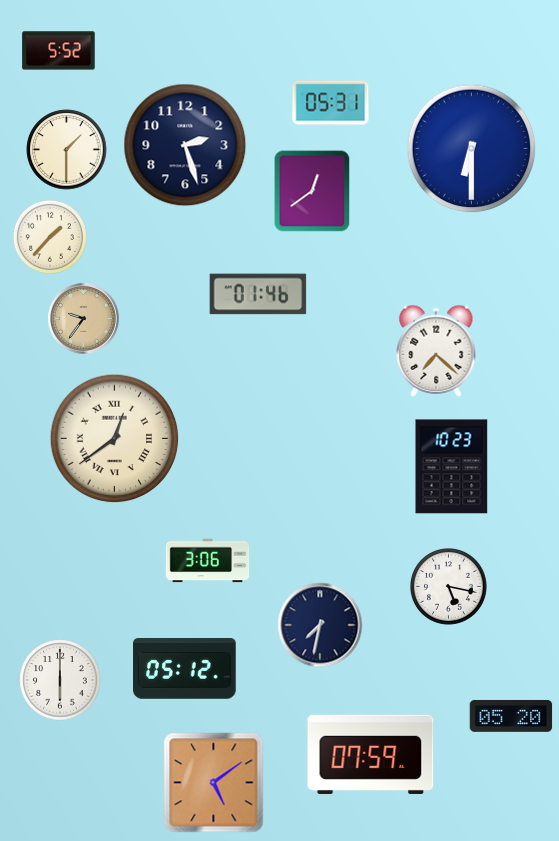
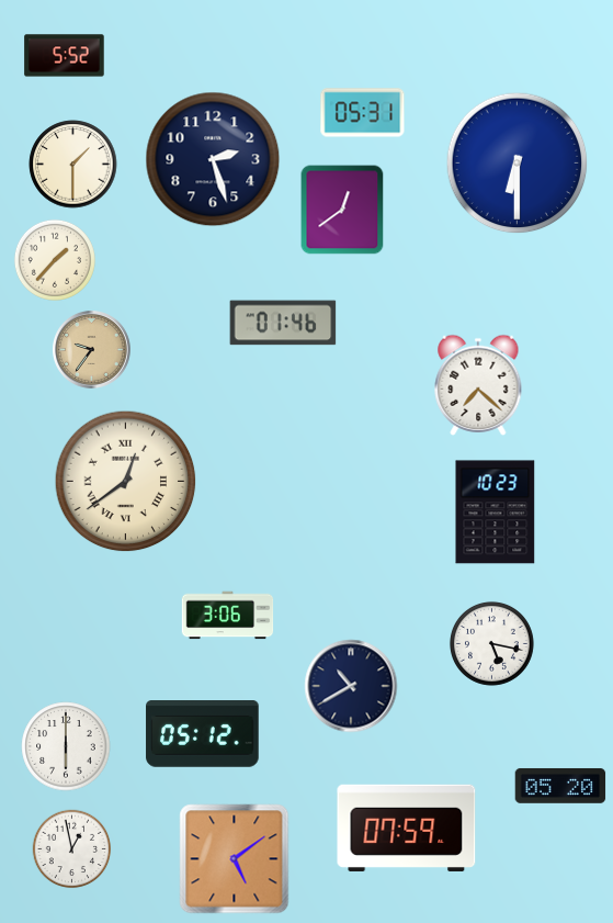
clock at (185, 145) position: (185, 145) -> (213, 159)
clock at (320, 625): 7:32 -> 10:40
clock at (72, 849): none -> 12:58
